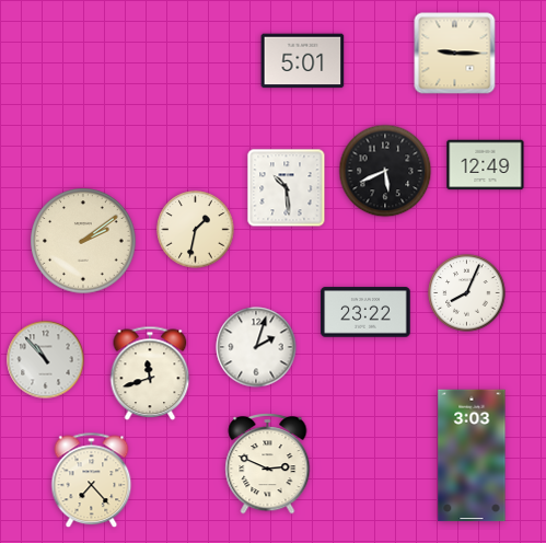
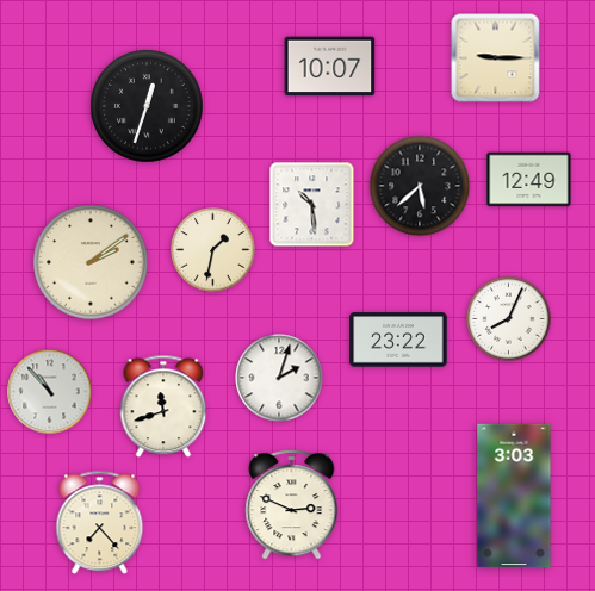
clock at (303, 61): 5:01 -> 10:07
clock at (148, 107): none -> 12:33
clock at (385, 171): 5:41 -> 5:38
